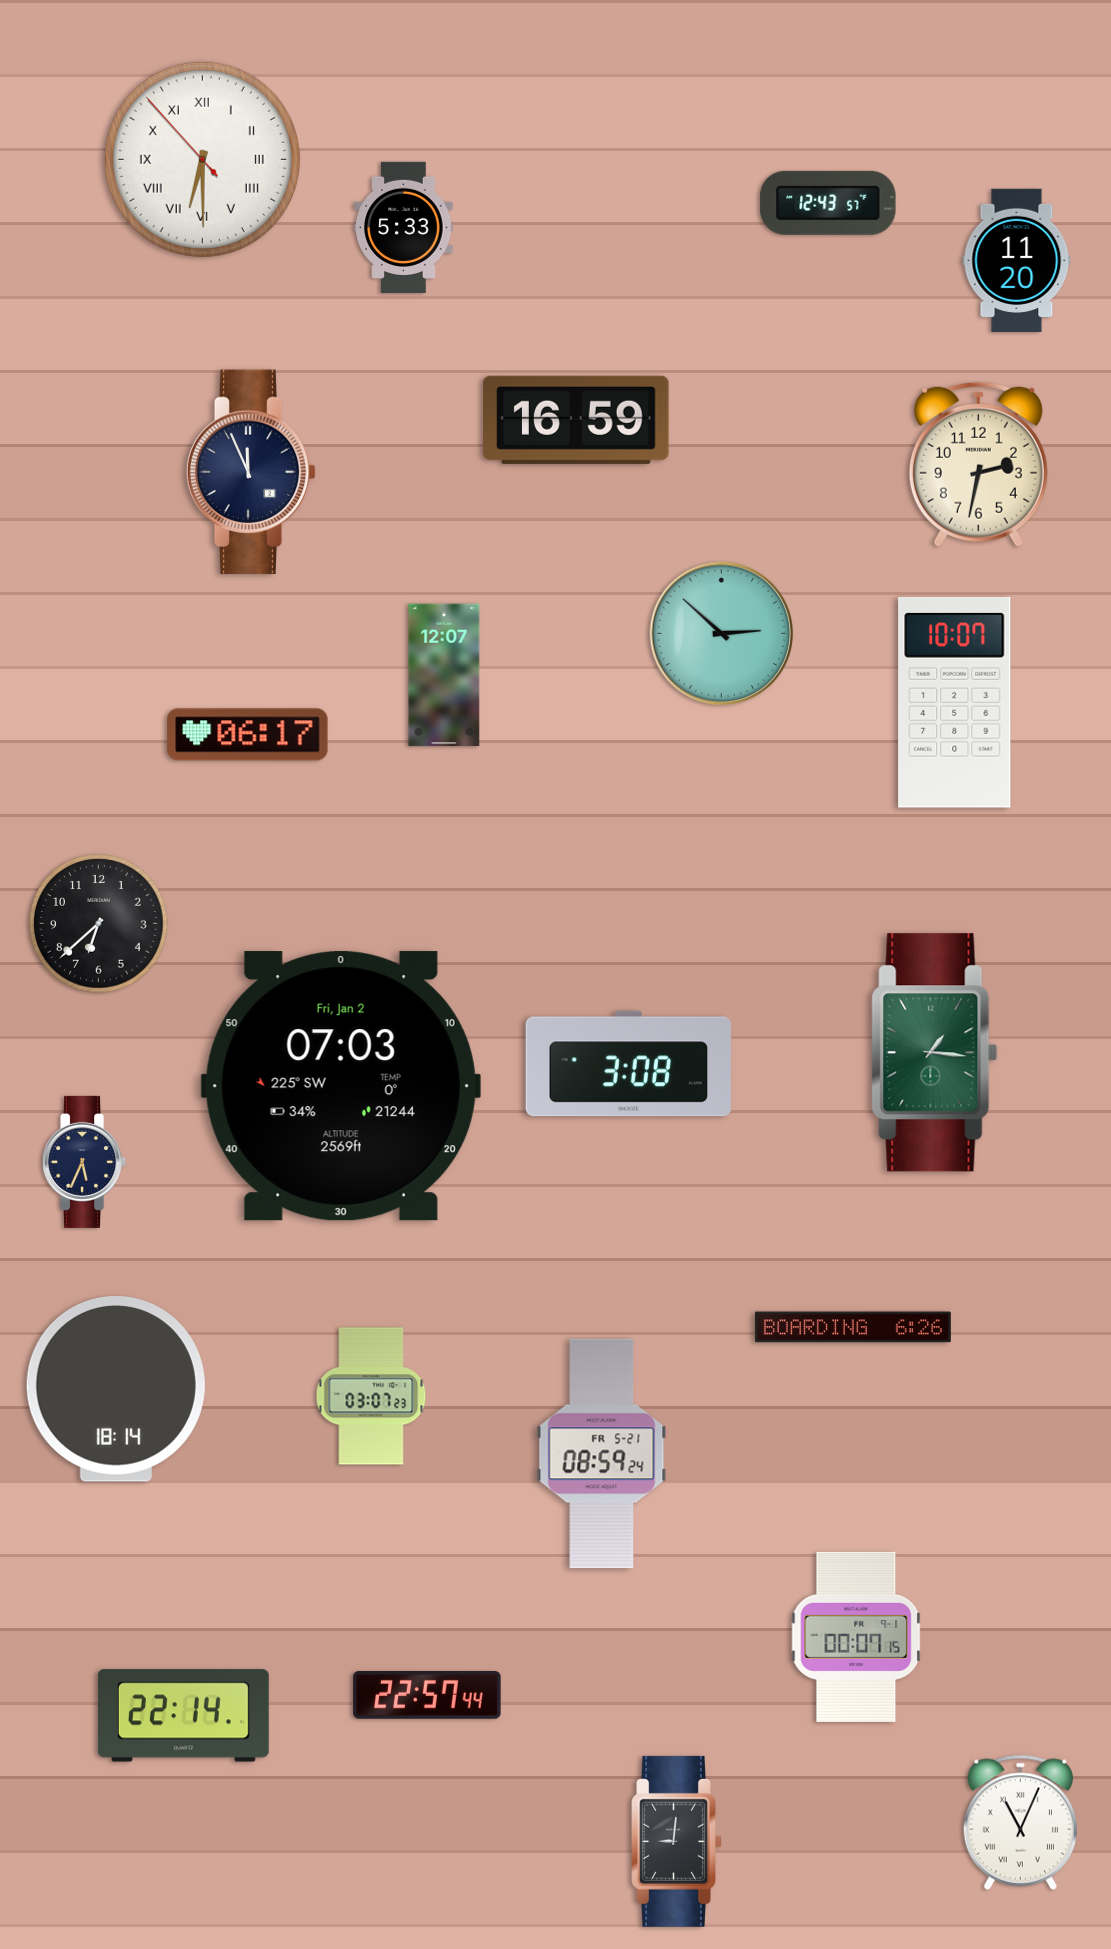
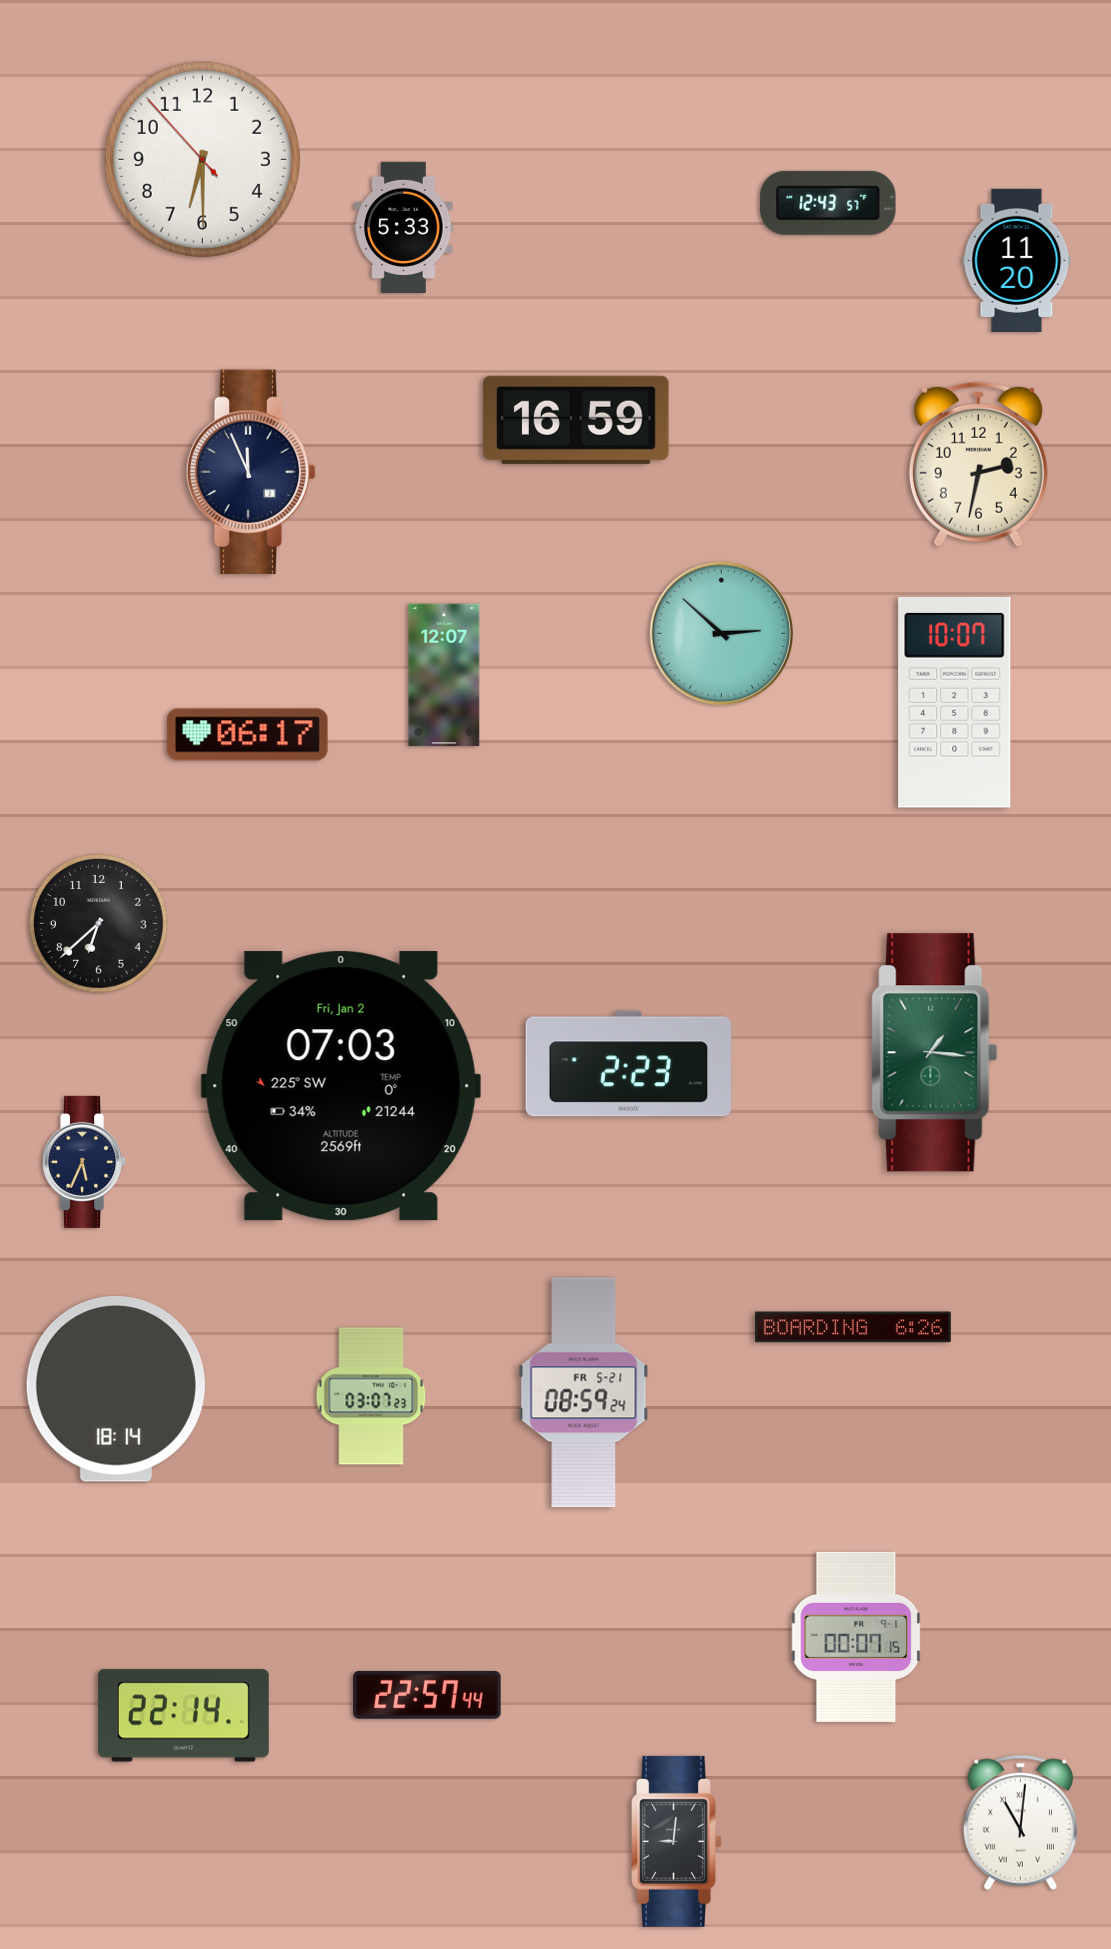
clock at (202, 159) numerals: Roman -> Arabic
clock at (628, 1064): 3:08 -> 2:23
clock at (602, 1454) position: (602, 1454) -> (584, 1393)
clock at (1020, 1822): 11:04 -> 11:01
